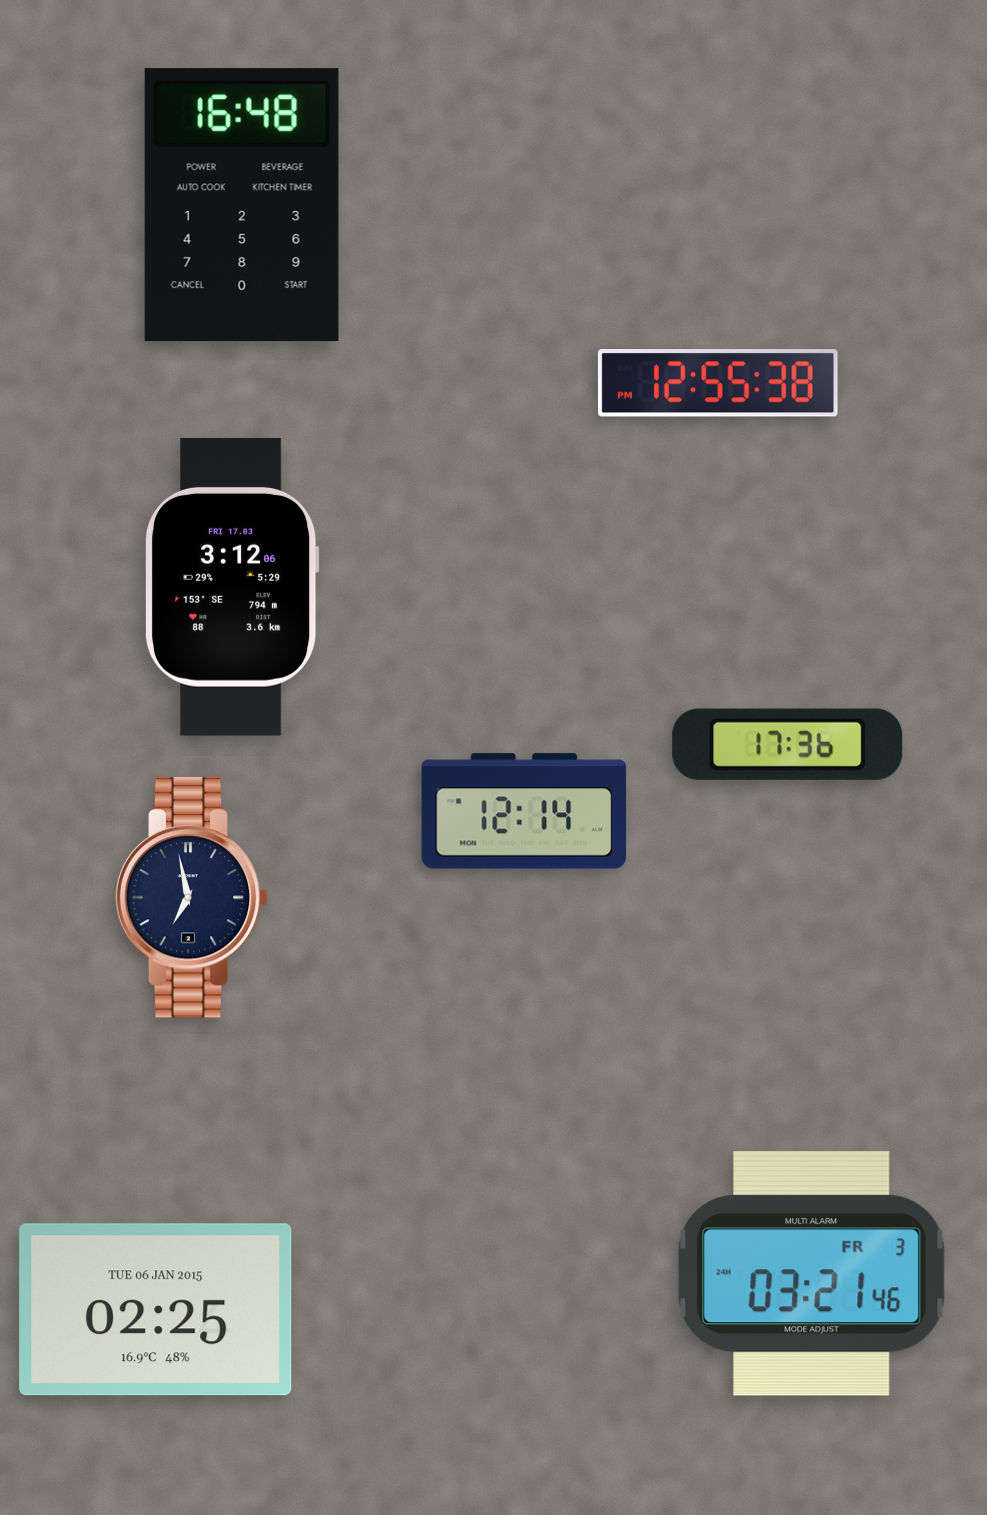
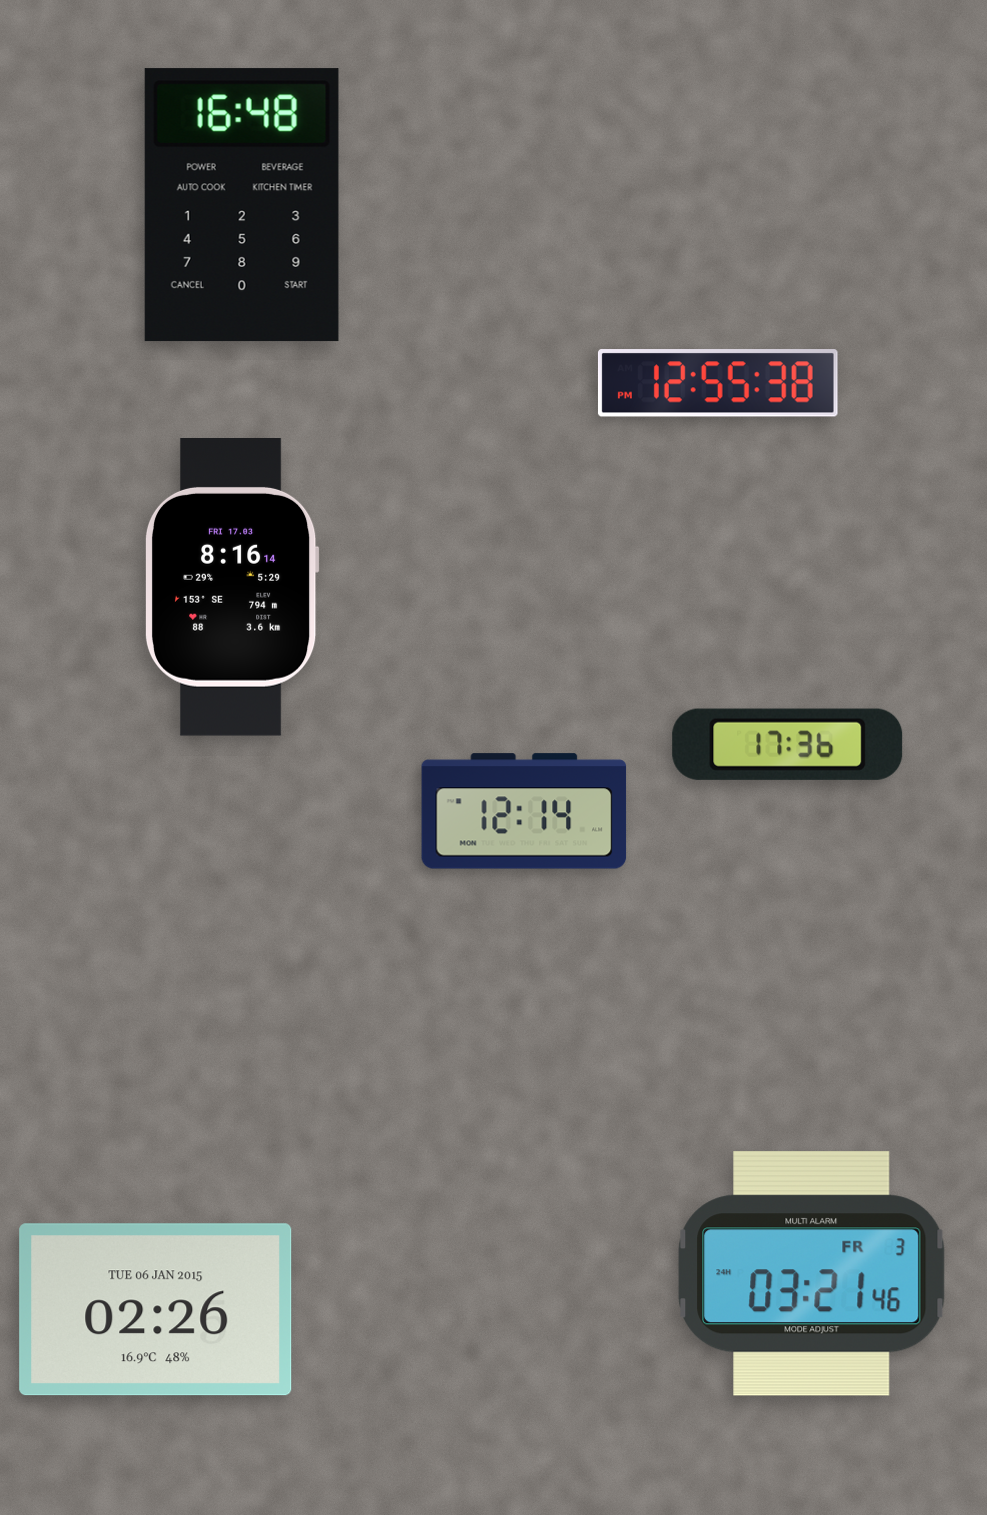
clock at (232, 588): 3:12 -> 8:16
clock at (191, 898): 6:58 -> none
clock at (156, 1310): 02:25 -> 02:26
